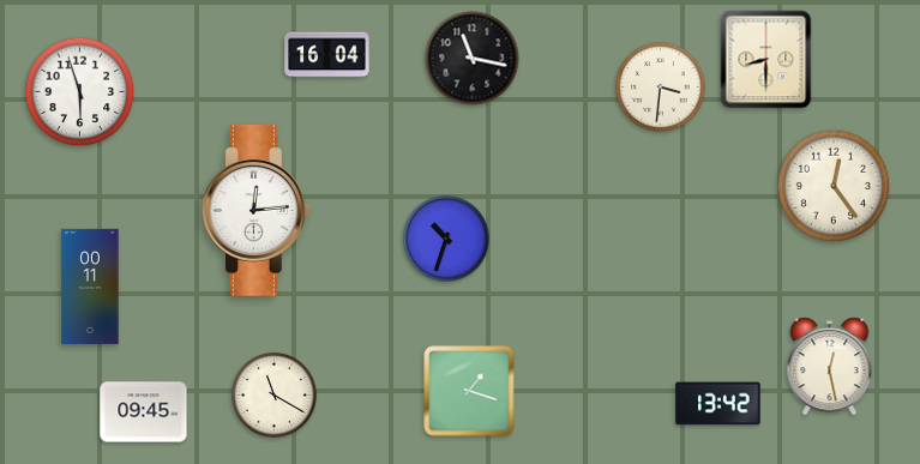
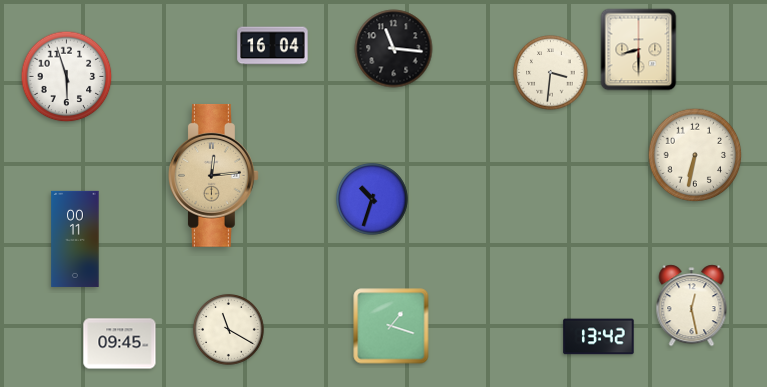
clock at (473, 59): 11:17 -> 11:16
clock at (834, 186): 12:24 -> 6:32
clock at (255, 210) dial: white -> champagne
